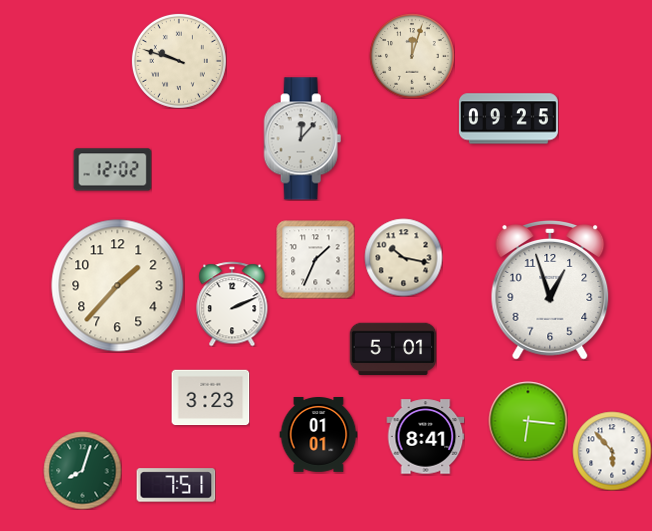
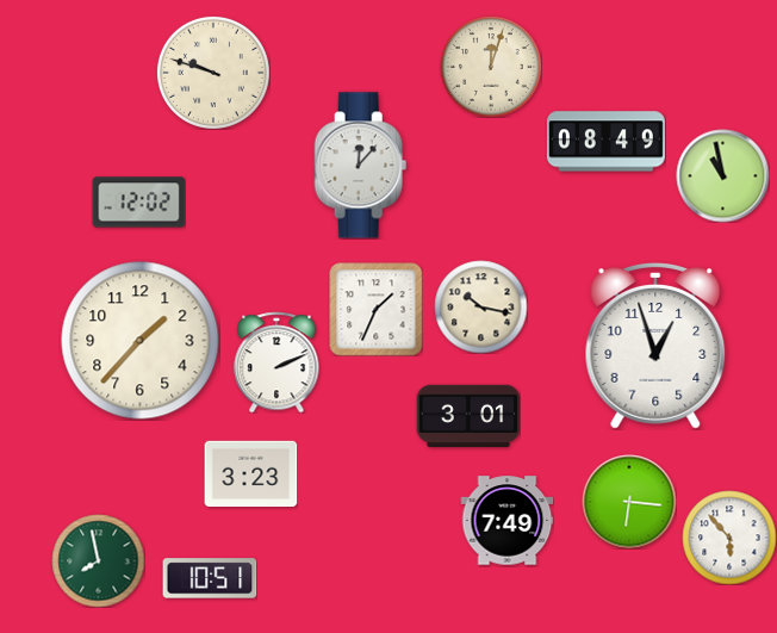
clock at (508, 119): 09:25 -> 08:49
clock at (722, 175): none -> 10:58
clock at (112, 170) position: (112, 170) -> (138, 203)
clock at (393, 349): 5:01 -> 3:01
clock at (318, 435): 01:01 -> none
clock at (425, 437): 8:41 -> 7:49
clock at (82, 470): 8:03 -> 7:58
clock at (176, 485): 7:51 -> 10:51
